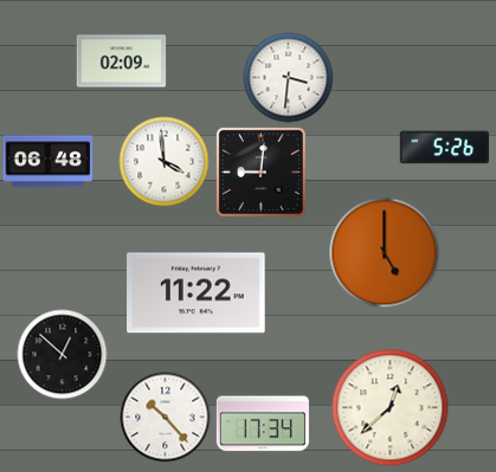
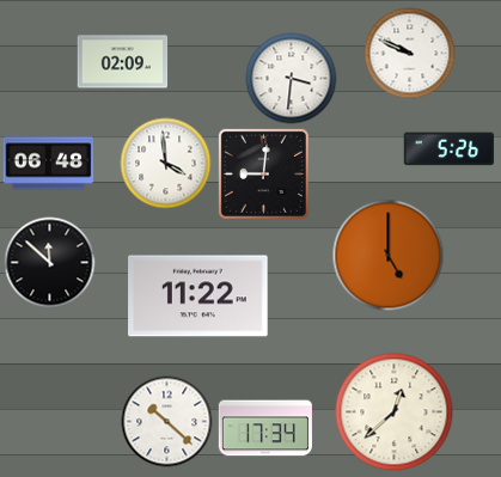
clock at (410, 54): none -> 9:49
clock at (50, 263): none -> 11:52
clock at (63, 355): 12:52 -> none
clock at (166, 418): 10:23 -> 10:22
